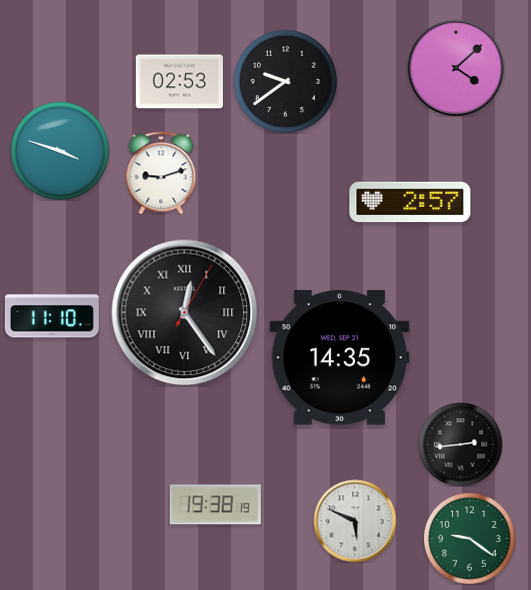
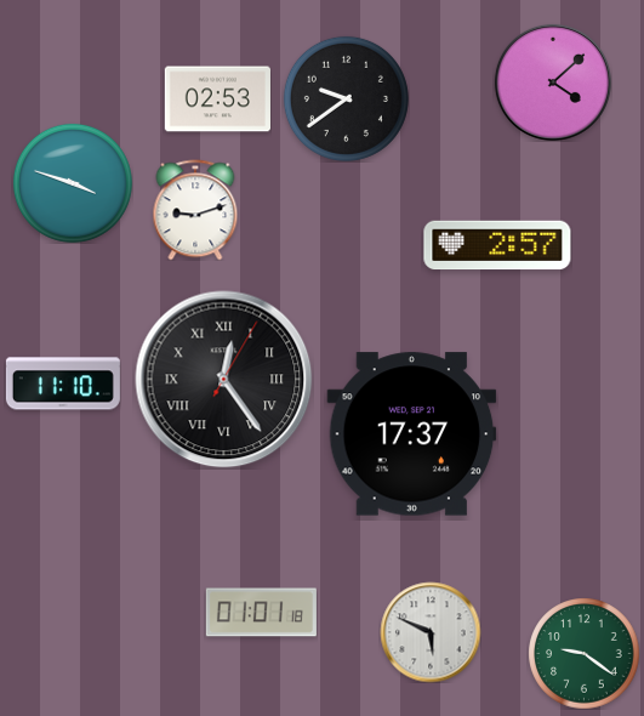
clock at (340, 358): 14:35 -> 17:37
clock at (460, 444): 2:44 -> none
clock at (215, 505): 19:38 -> 01:01
clock at (469, 538) position: (469, 538) -> (583, 653)
